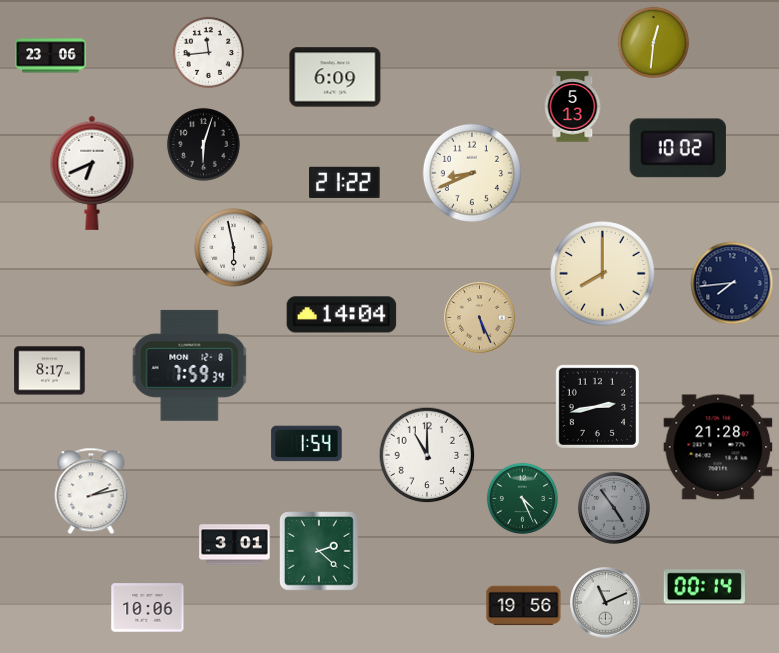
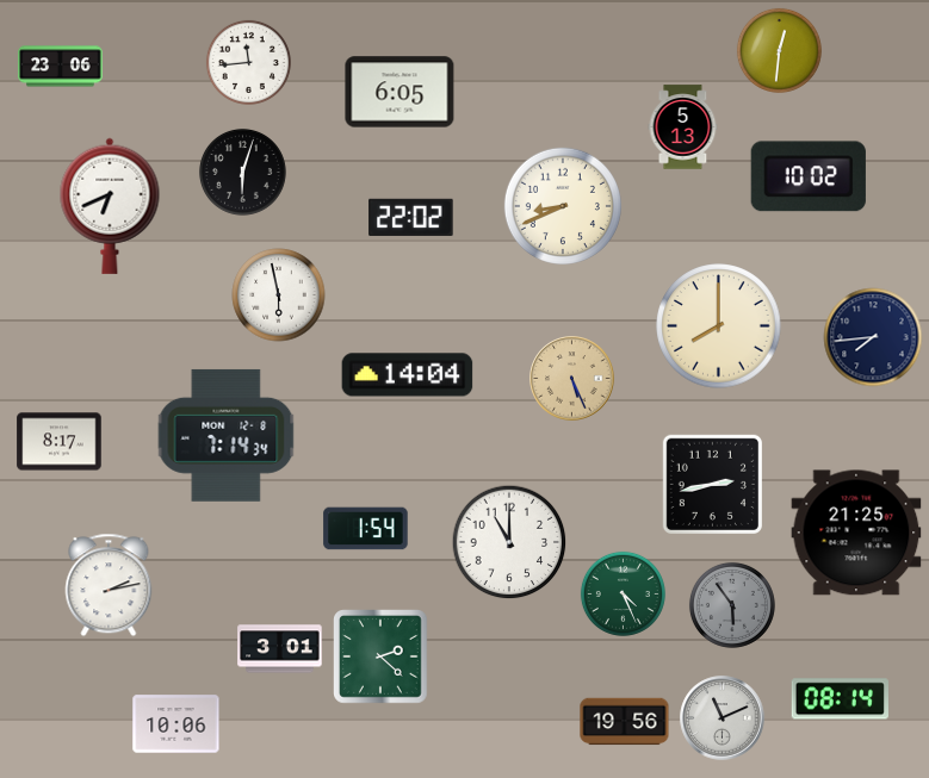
clock at (335, 77): 6:09 -> 6:05
clock at (345, 182): 21:22 -> 22:02
clock at (190, 365): 7:59 -> 7:14
clock at (718, 447): 21:28 -> 21:25
clock at (614, 508): 4:54 -> 5:54
clock at (704, 587): 00:14 -> 08:14
